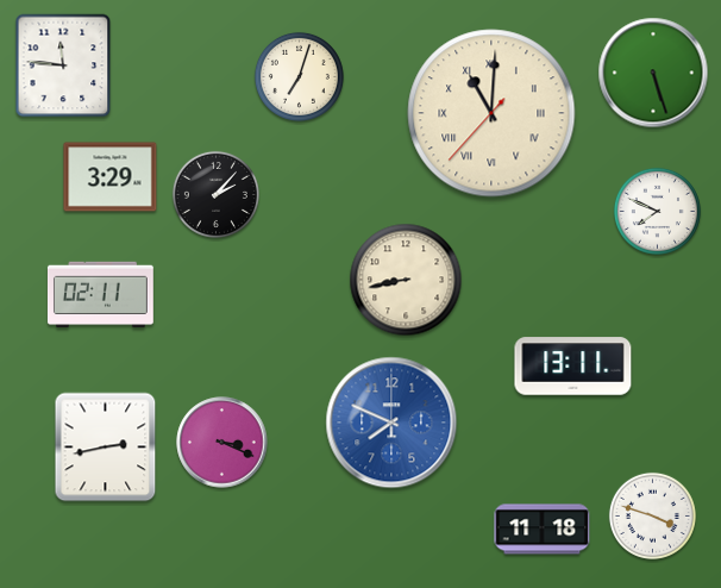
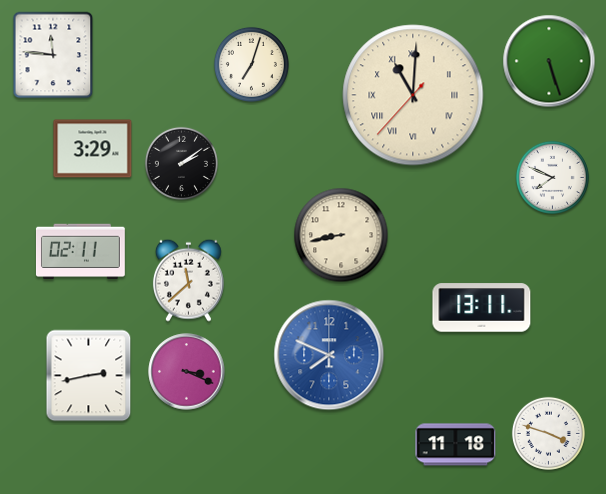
clock at (215, 194): 2:07 -> 2:09
clock at (100, 295) position: (100, 295) -> (80, 252)
clock at (188, 280): none -> 11:38
